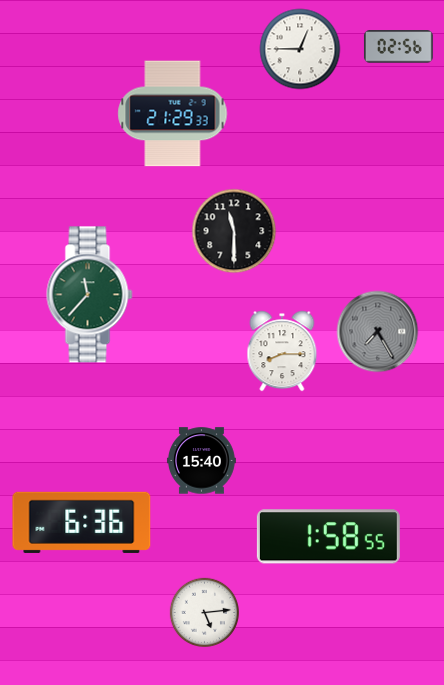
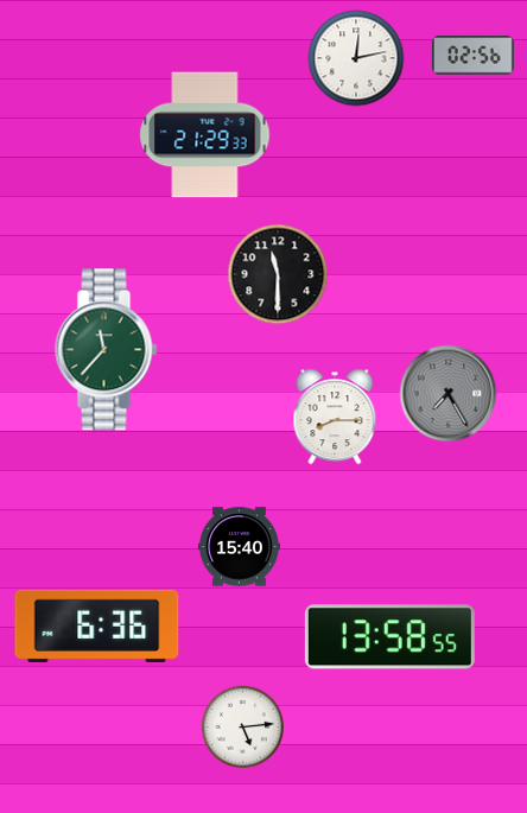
clock at (300, 49): 12:45 -> 12:13
clock at (82, 522) position: (82, 522) -> (97, 625)
clock at (328, 537): 1:58 -> 13:58
